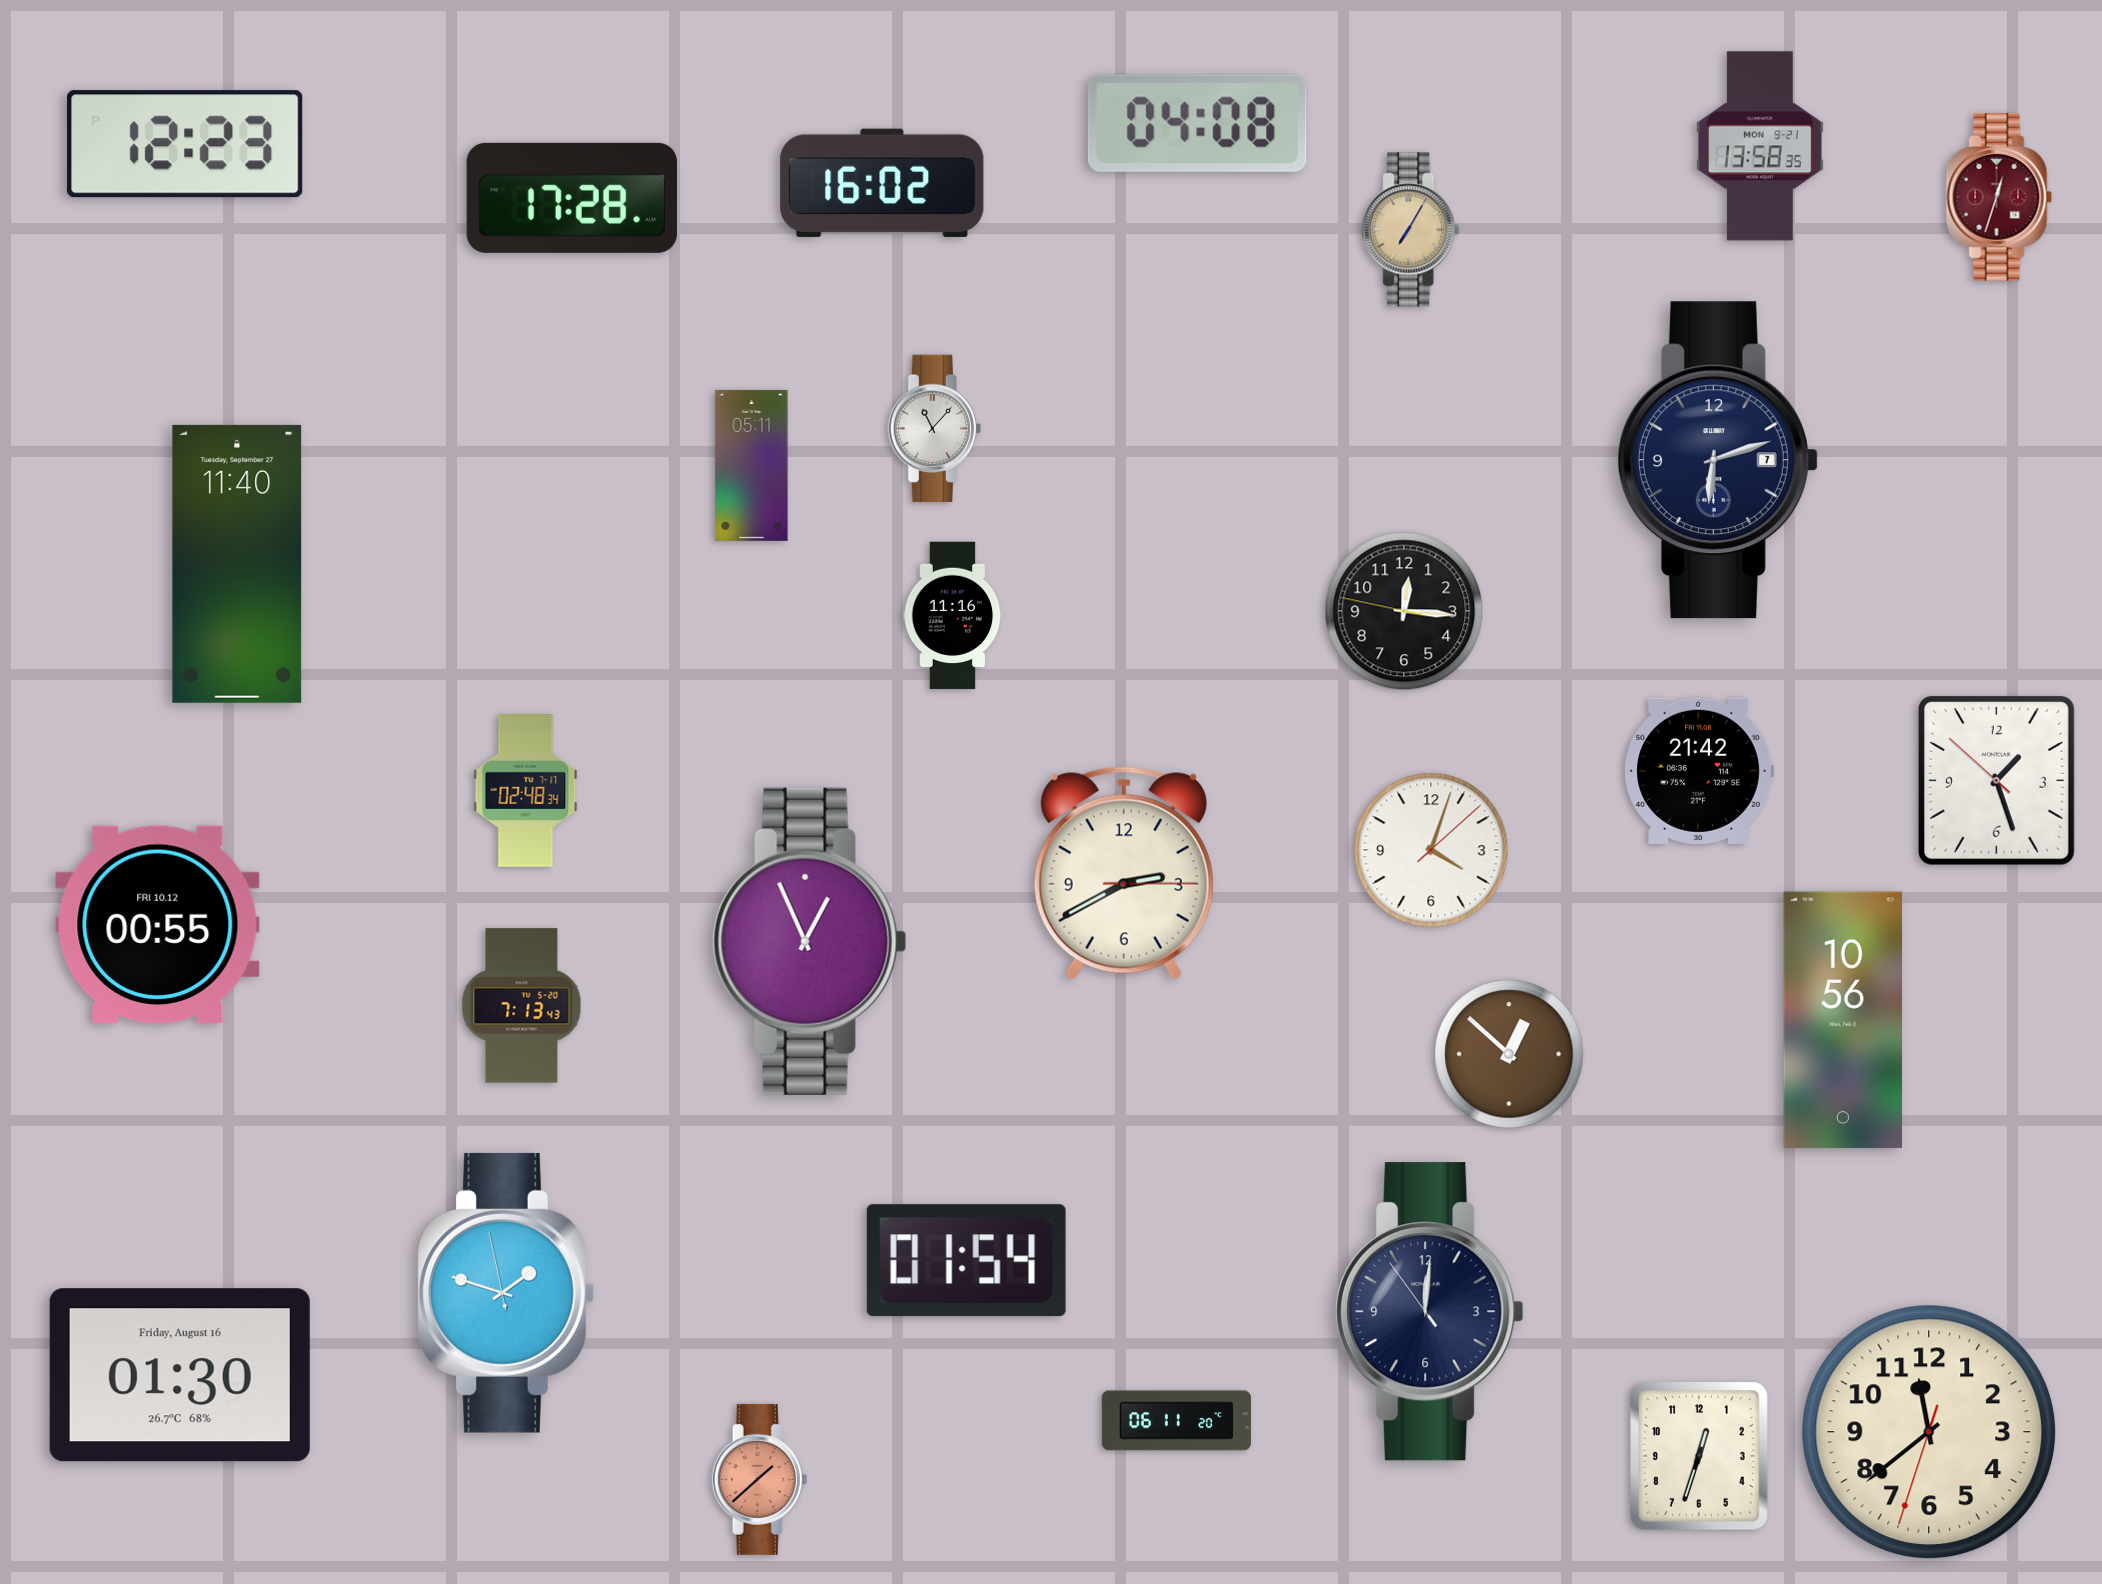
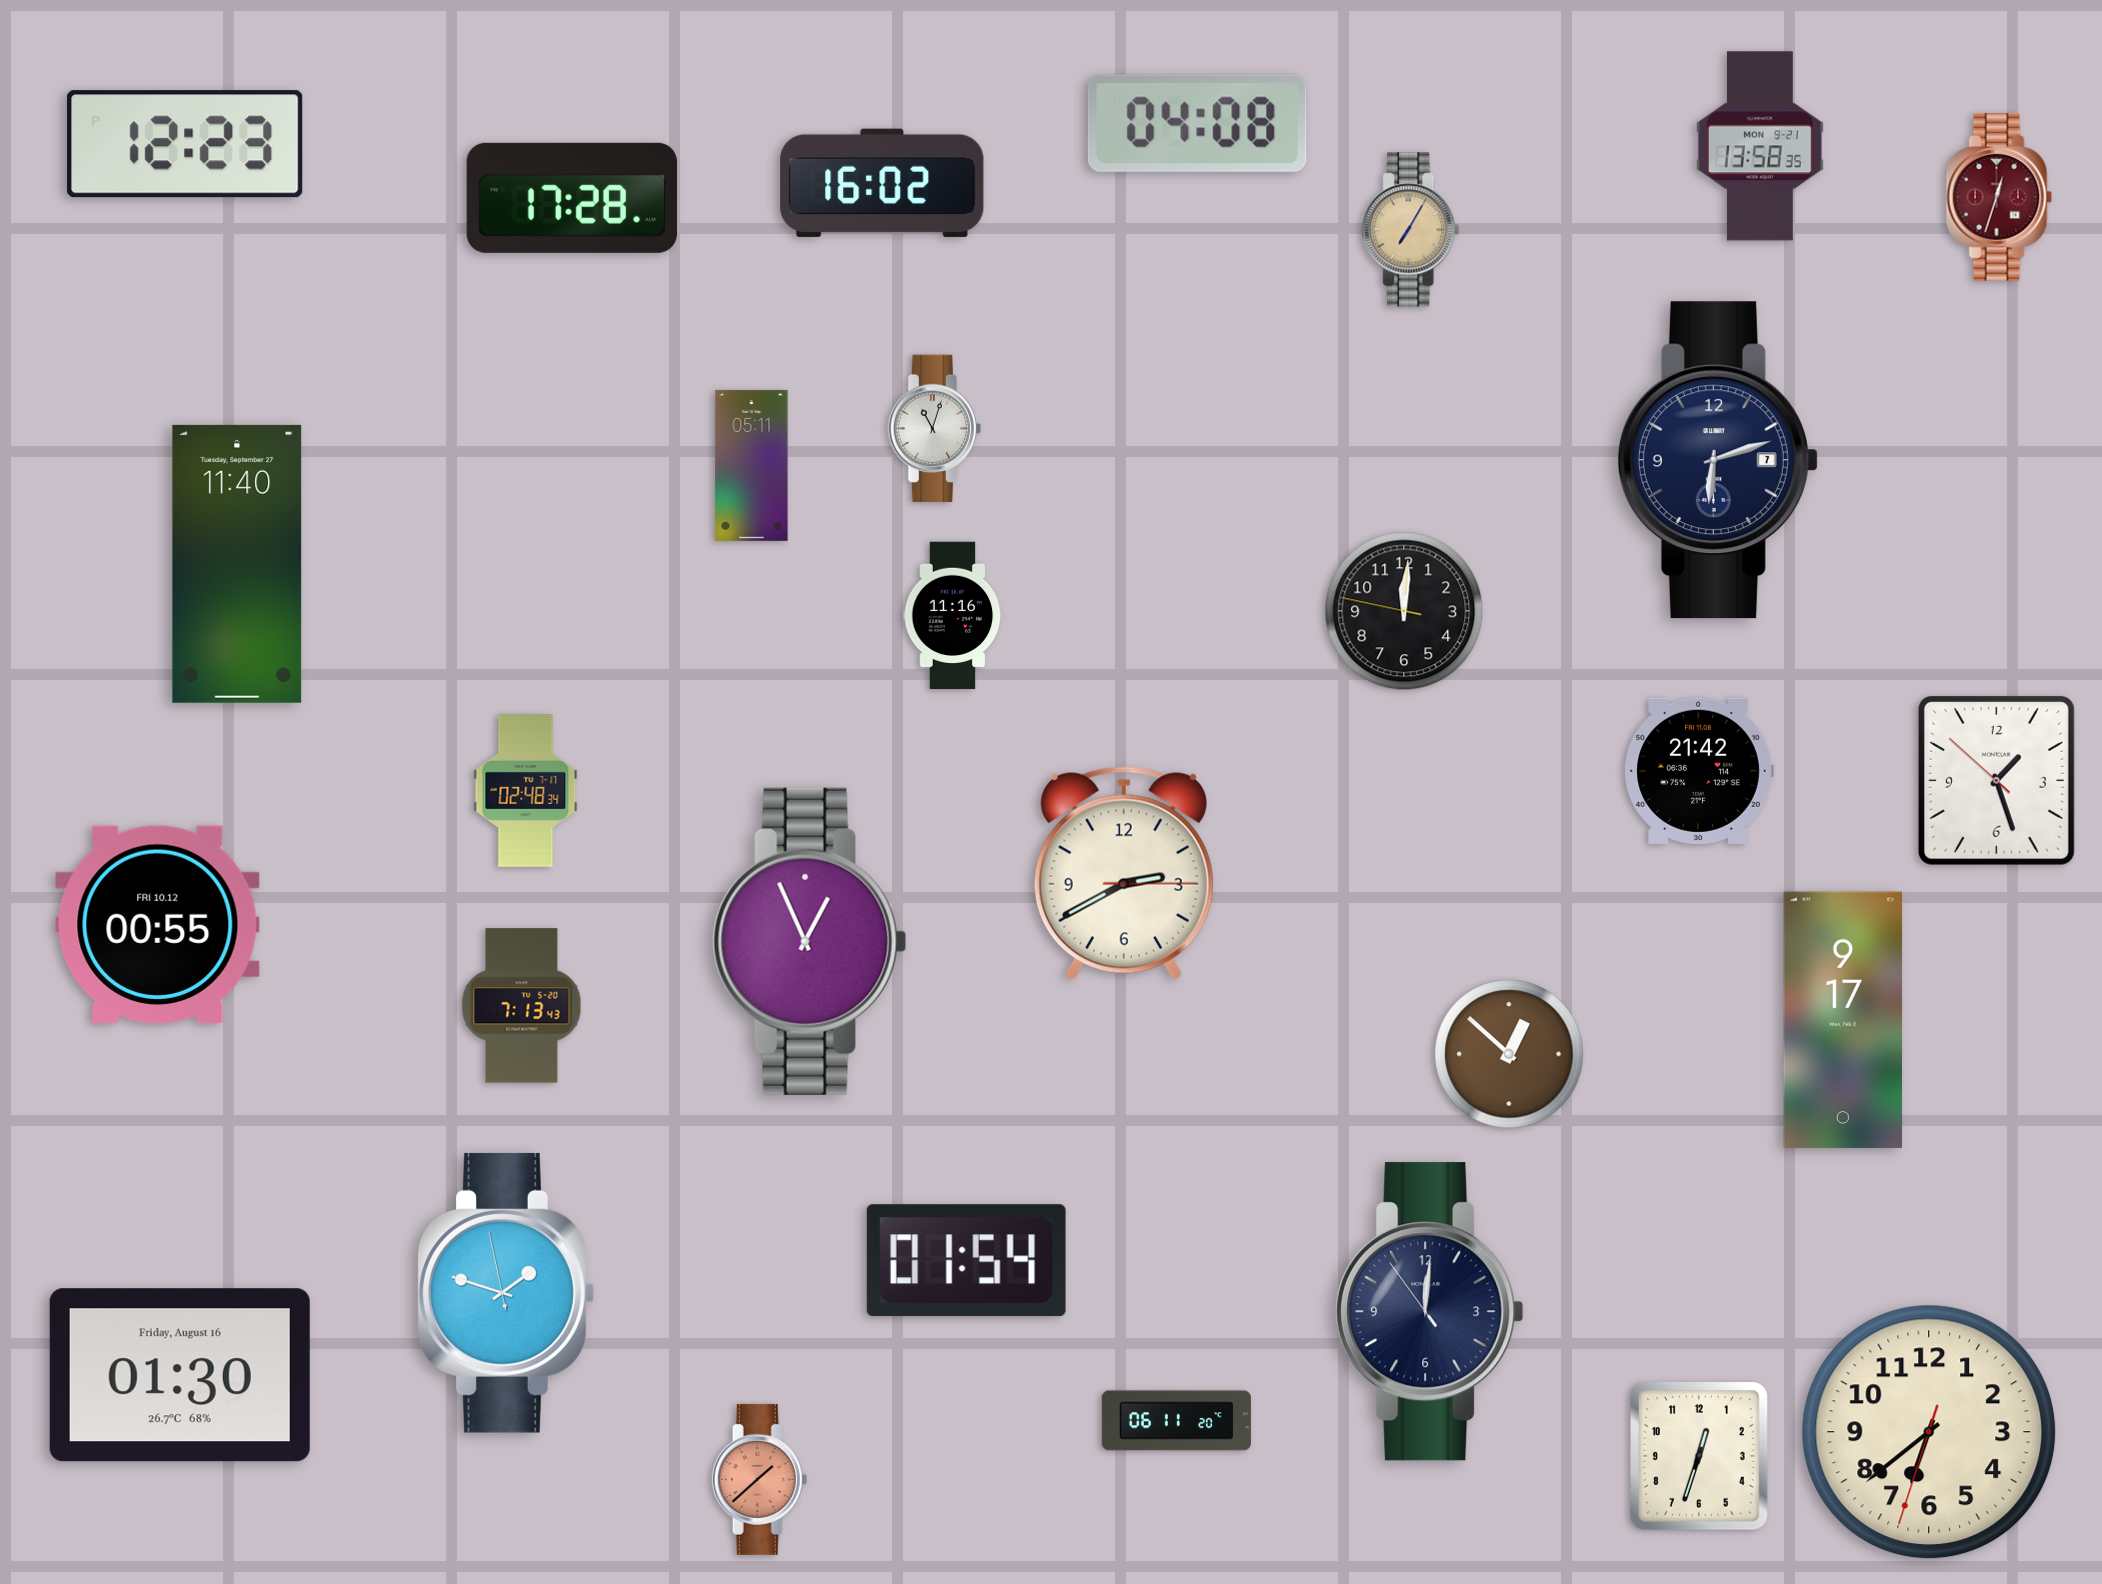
clock at (934, 429): 11:07 -> 11:03
clock at (1404, 611): 12:15 -> 12:00
clock at (1431, 850): 4:03 -> none
clock at (1842, 1020): 10:56 -> 9:17
clock at (1929, 1432): 11:38 -> 6:38
